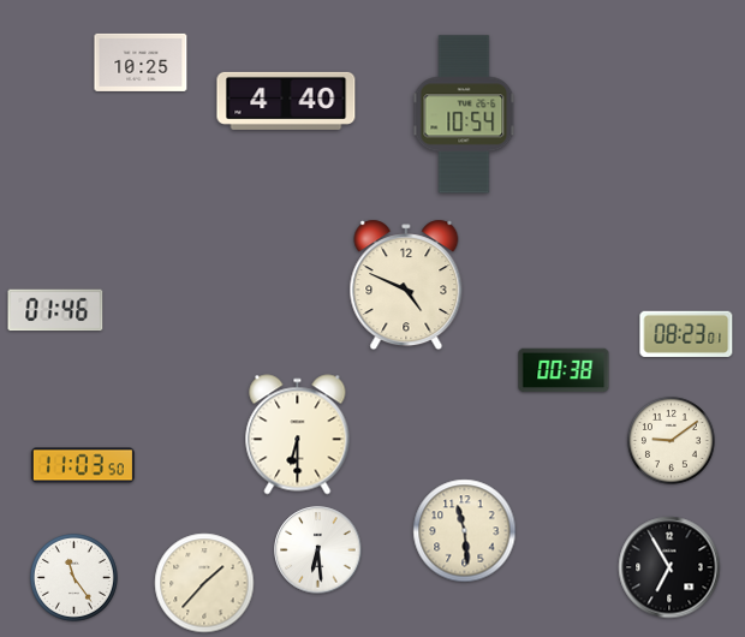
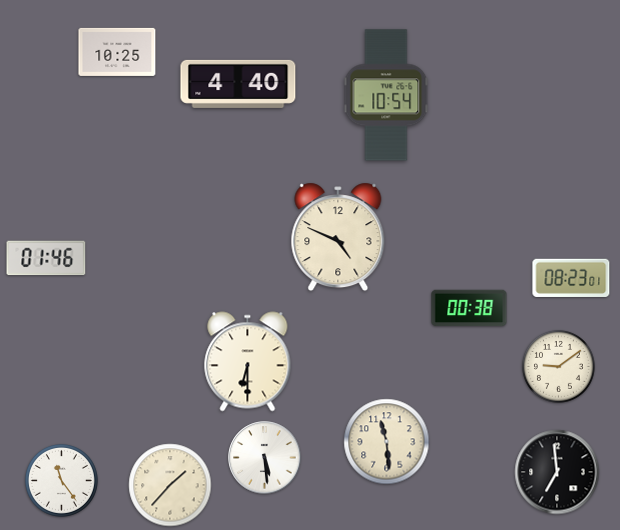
clock at (83, 465): 11:03 -> none
clock at (318, 550): 6:29 -> 5:29
clock at (669, 567): 6:55 -> 6:59
